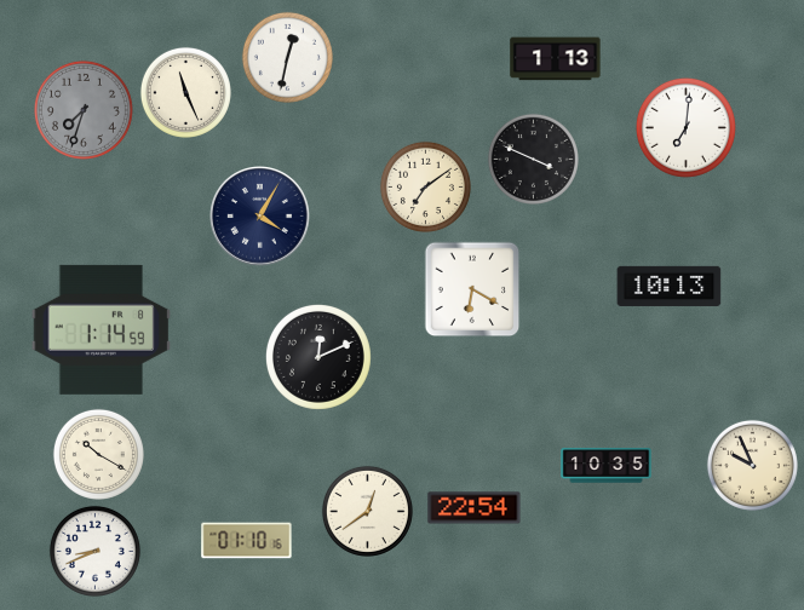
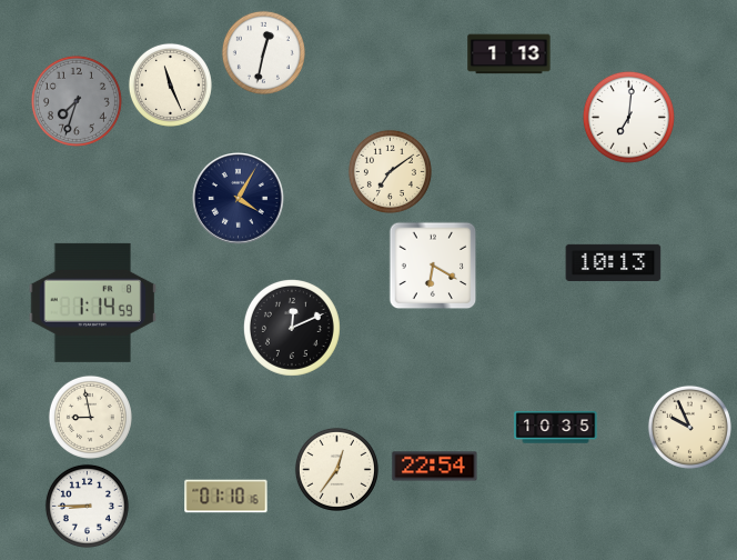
clock at (533, 159): 3:49 -> none
clock at (98, 454): 10:20 -> 8:58
clock at (367, 511): 12:39 -> 12:36
clock at (94, 551): 8:41 -> 8:45
